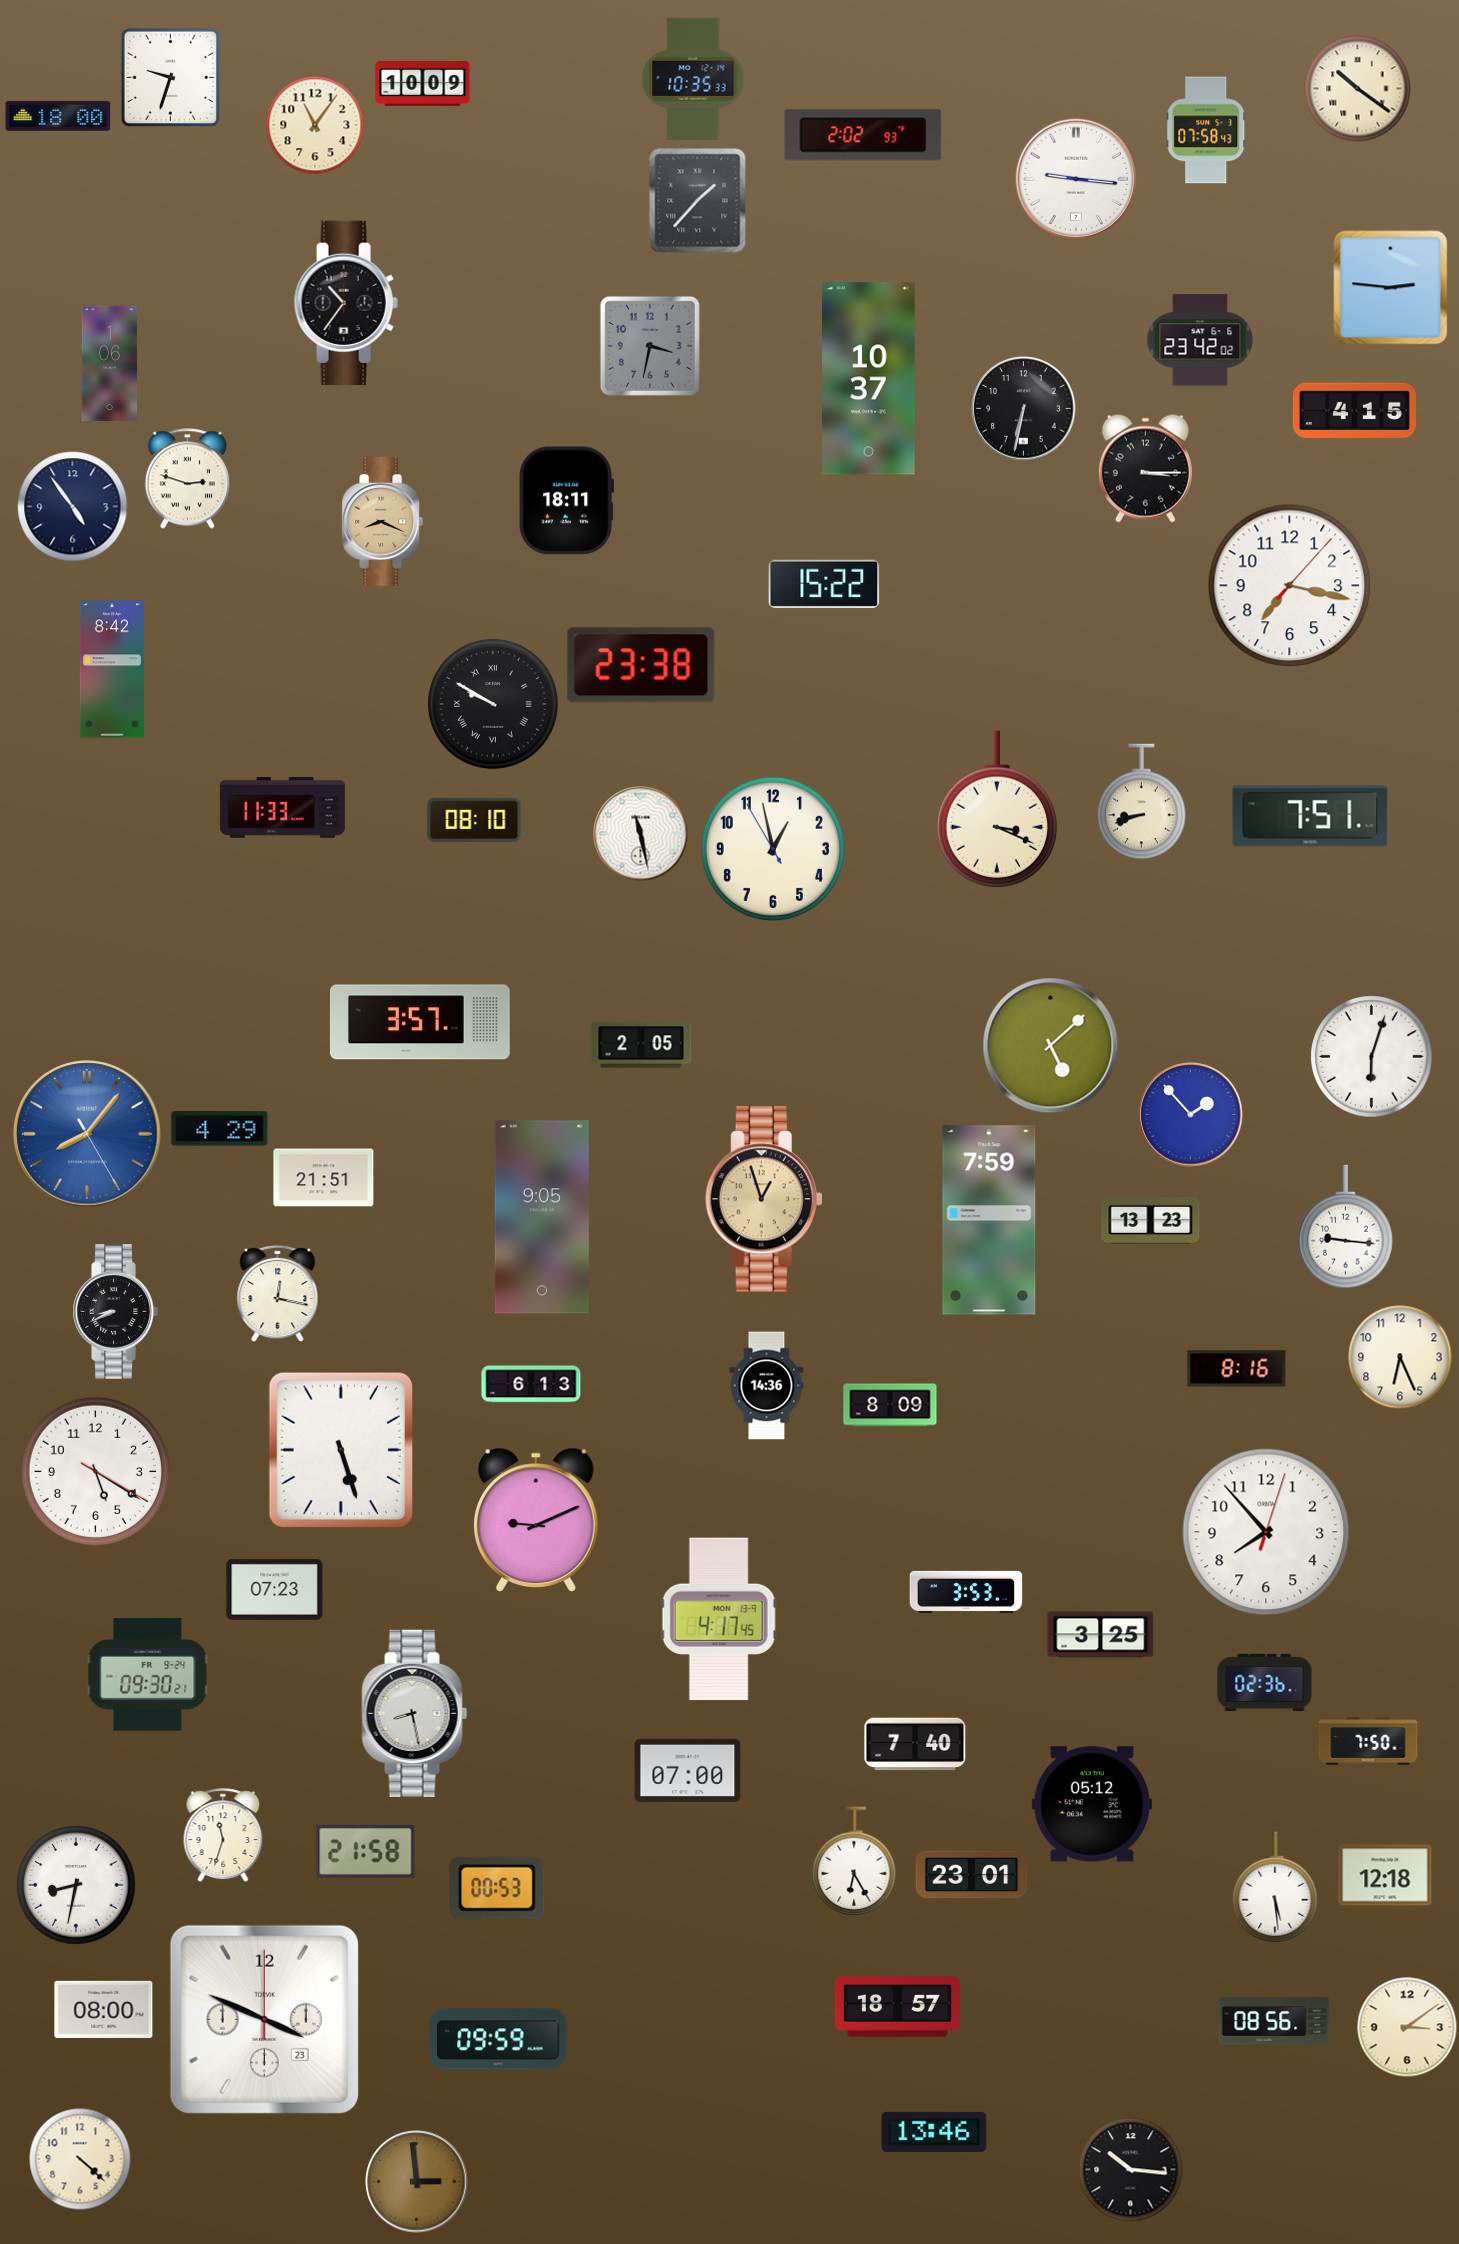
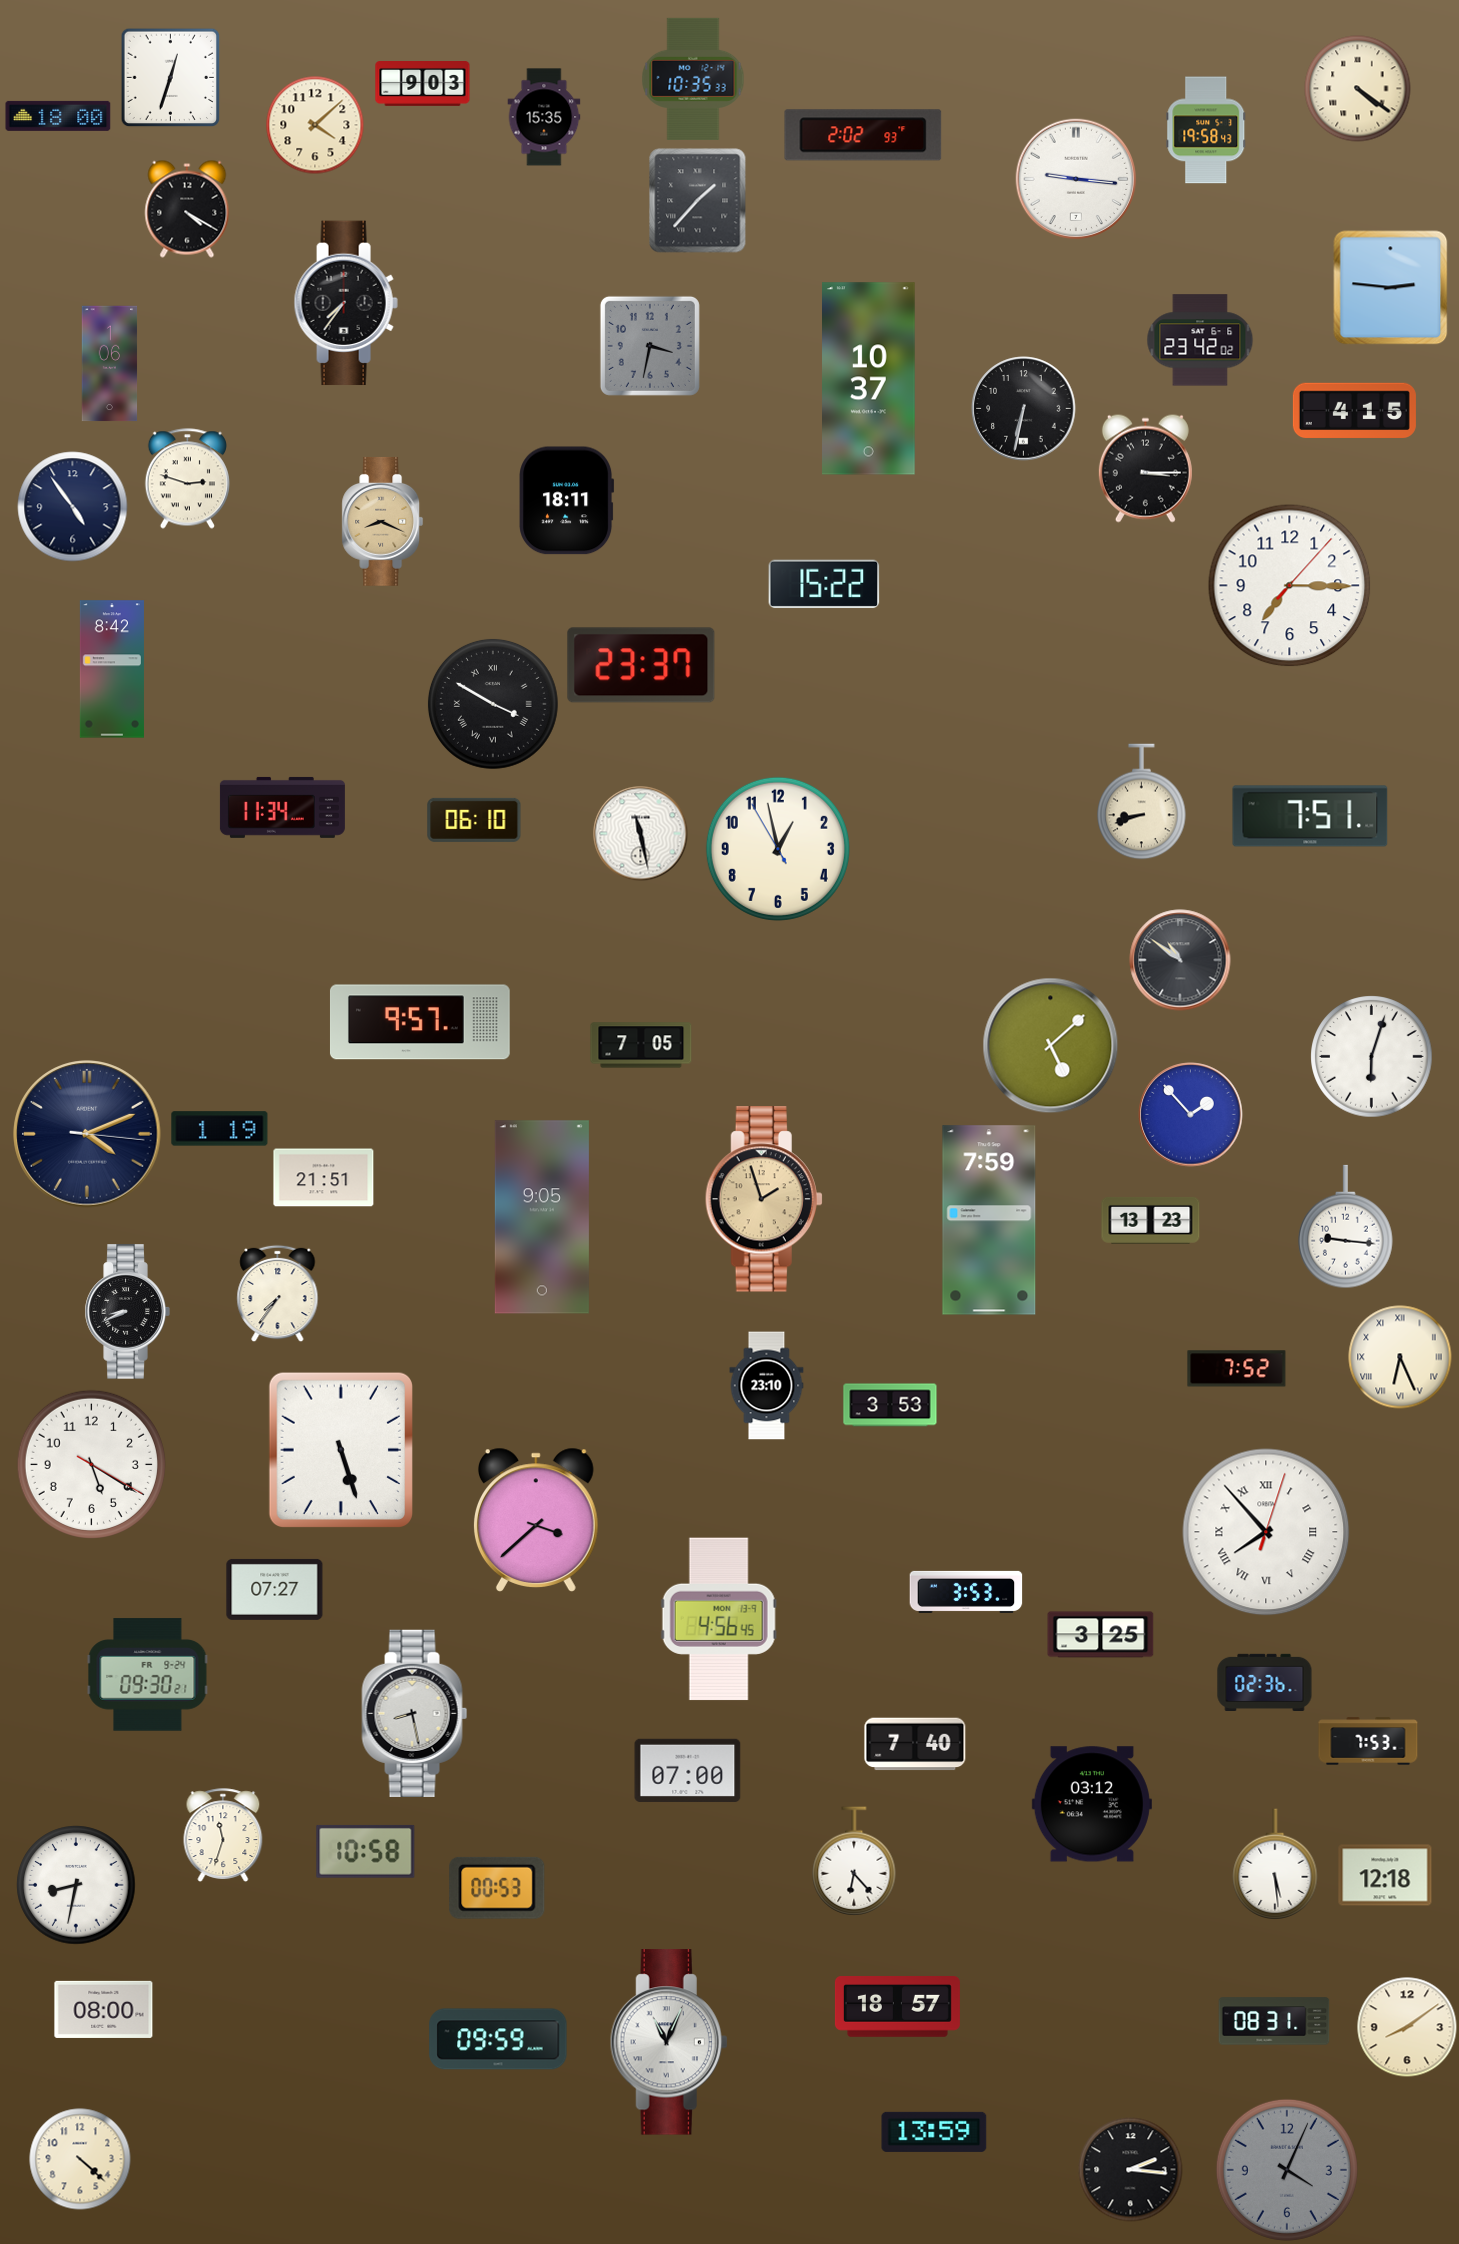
clock at (170, 77): 9:33 -> 12:33
clock at (423, 84): 10:09 -> 9:03
clock at (1358, 89): 10:21 -> 4:21
clock at (544, 117): none -> 15:35
clock at (315, 125): 11:06 -> 4:08
clock at (1206, 130): 07:58 -> 19:58
clock at (187, 209): none -> 4:20
clock at (346, 303): 10:36 -> 7:36
clock at (1290, 586): 7:17 -> 7:15
clock at (641, 665): 23:38 -> 23:37
clock at (493, 704): 9:50 -> 3:50
clock at (282, 807): 11:33 -> 11:34
clock at (996, 809): 3:19 -> none
clock at (474, 820): 08:10 -> 06:10
clock at (773, 849) position: (773, 849) -> (778, 849)
clock at (1180, 960): none -> 10:51
clock at (420, 1022): 3:57 -> 9:57
clock at (641, 1045): 2:05 -> 7:05
clock at (220, 1129): 4:29 -> 1:19
clock at (87, 1134): 8:06 -> 4:11
clock at (87, 1134) dial: blue -> navy
clock at (764, 1199): 12:57 -> 1:57
clock at (278, 1293): 12:17 -> 7:36
clock at (115, 1312) position: (115, 1312) -> (127, 1312)
clock at (1400, 1357) numerals: Arabic -> Roman
clock at (1237, 1369): 8:16 -> 7:52
clock at (531, 1384): 6:13 -> none
clock at (767, 1386): 14:36 -> 23:10
clock at (890, 1405): 8:09 -> 3:53
clock at (95, 1471) position: (95, 1471) -> (91, 1464)
clock at (536, 1520): 9:11 -> 3:38
clock at (1266, 1532) numerals: Arabic -> Roman
clock at (275, 1589): 07:23 -> 07:27
clock at (719, 1619): 4:17 -> 4:56
clock at (1368, 1741): 7:50 -> 7:53
clock at (1092, 1804): 05:12 -> 03:12
clock at (366, 1851): 21:58 -> 10:58
clock at (854, 1861): 6:25 -> 6:23
clock at (972, 1875): 23:01 -> none
clock at (1275, 1887) position: (1275, 1887) -> (1275, 1864)
clock at (264, 2019): 3:49 -> none
clock at (1274, 2021): 08:56 -> 08:31
clock at (1407, 2027): 3:09 -> 8:09
clock at (669, 2042): none -> 11:04
clock at (934, 2132): 13:46 -> 13:59
clock at (1131, 2170): 10:16 -> 2:16
clock at (1287, 2170): none -> 4:04
clock at (417, 2182): 2:59 -> none
